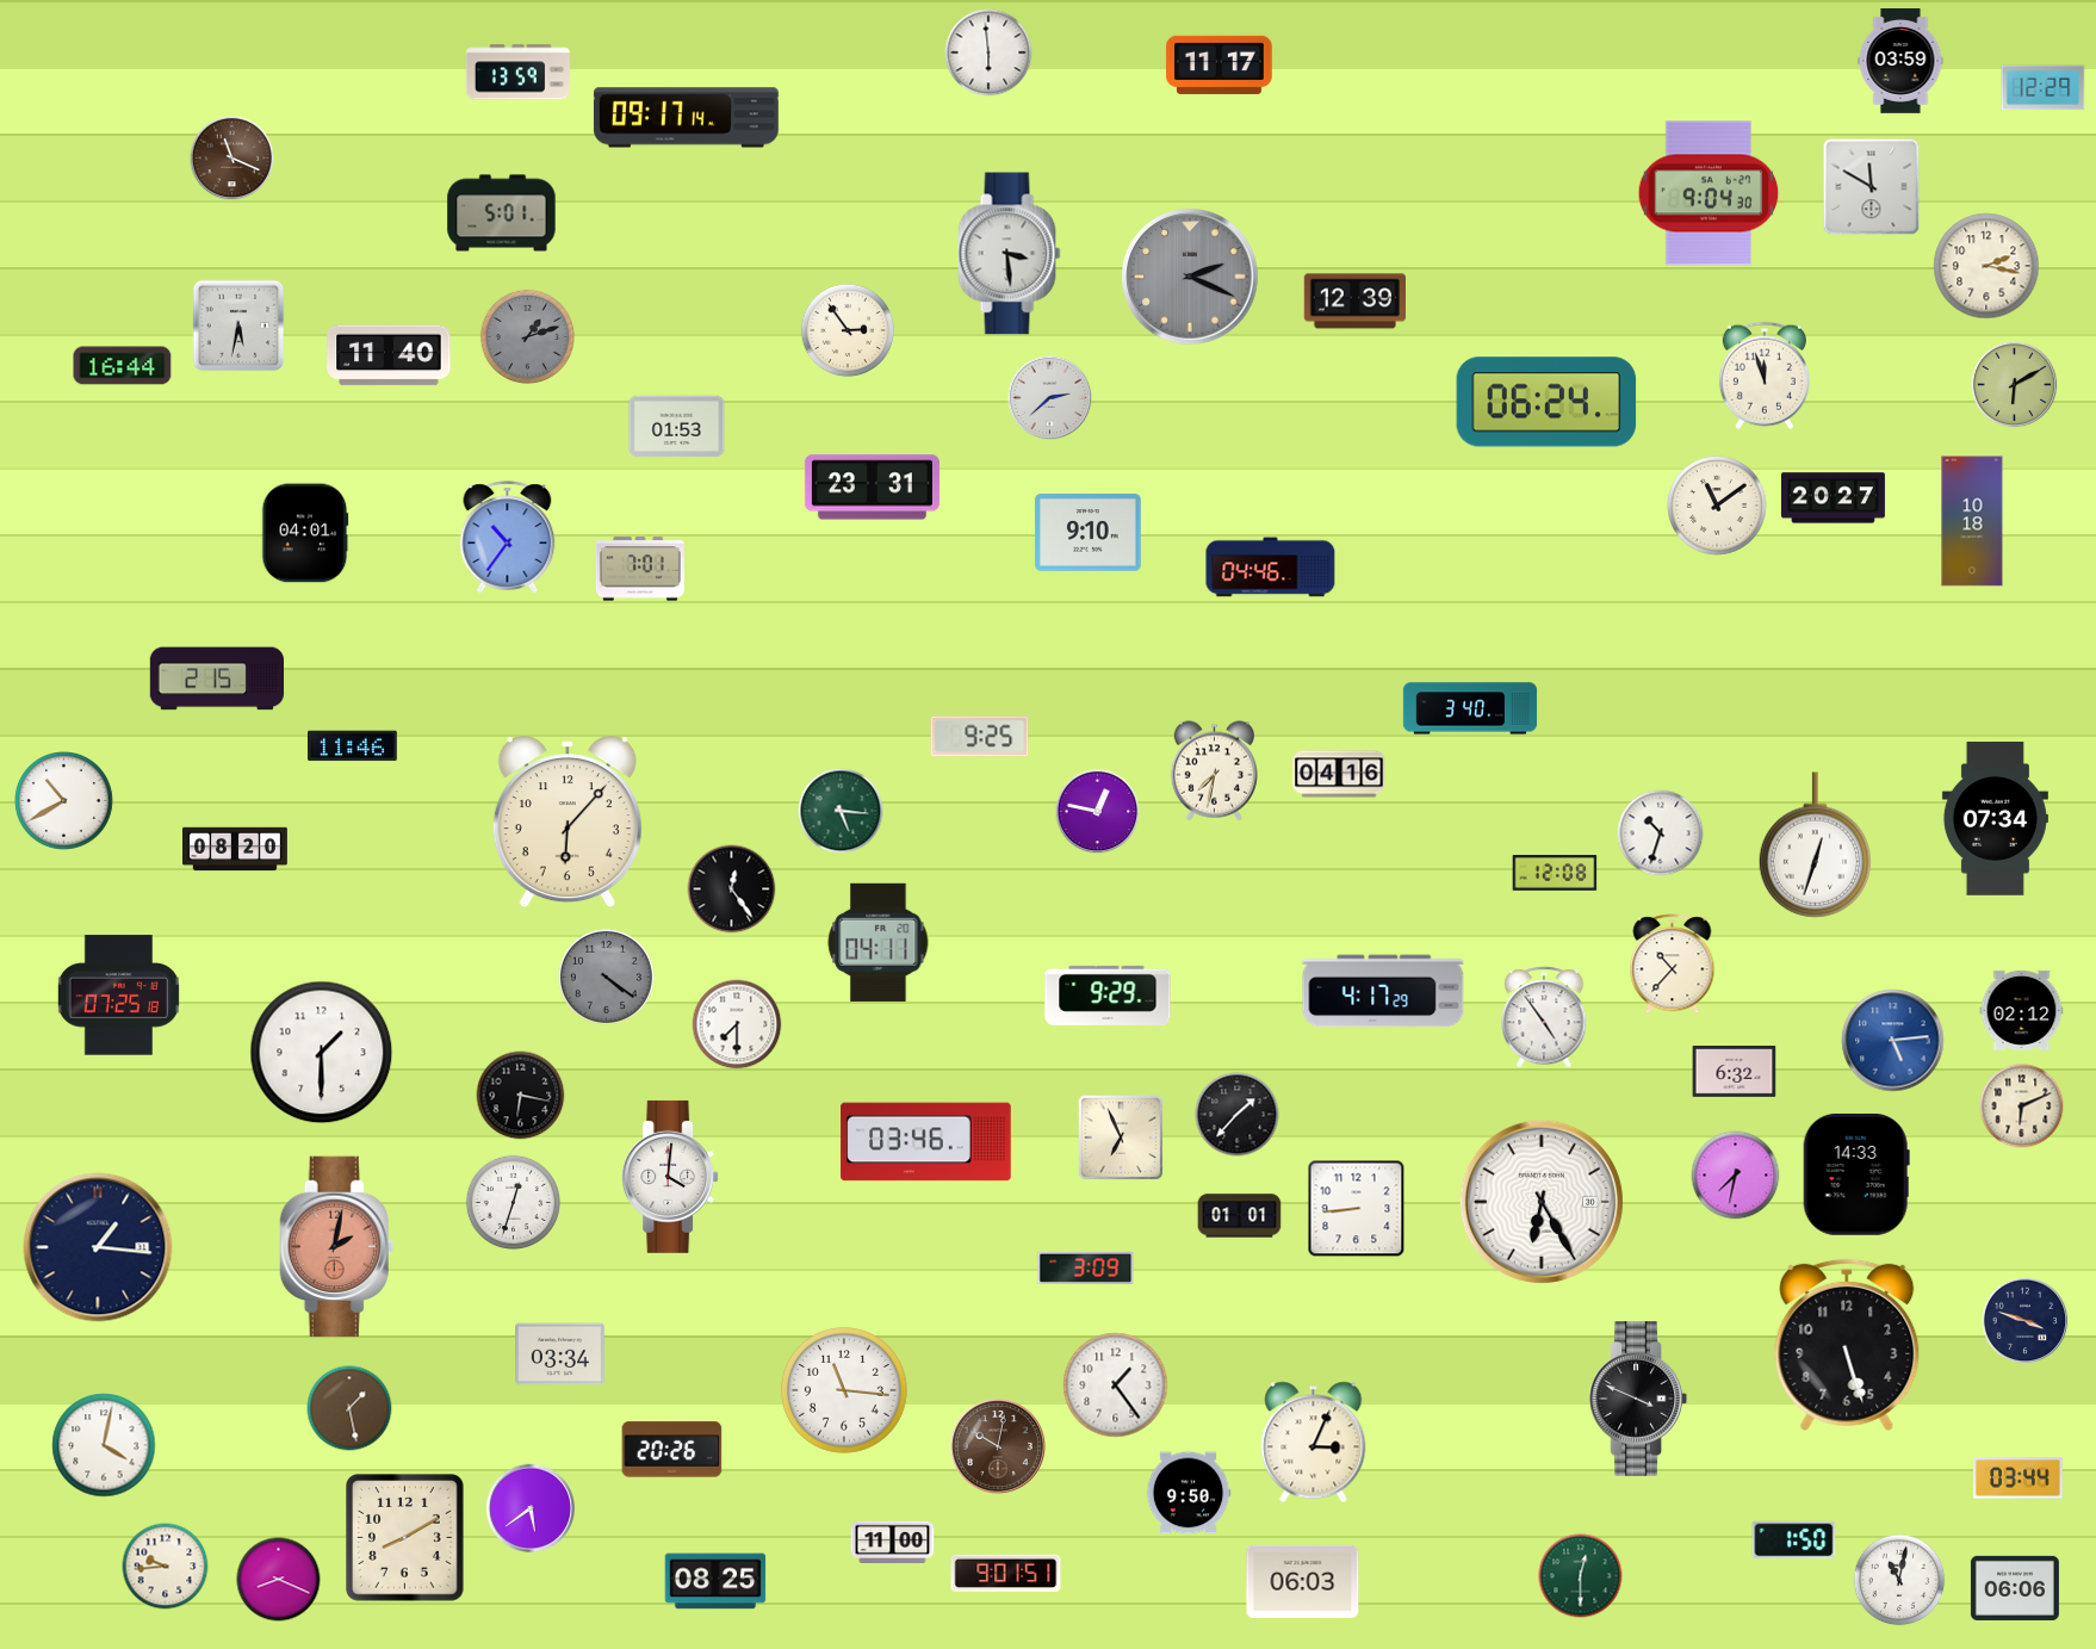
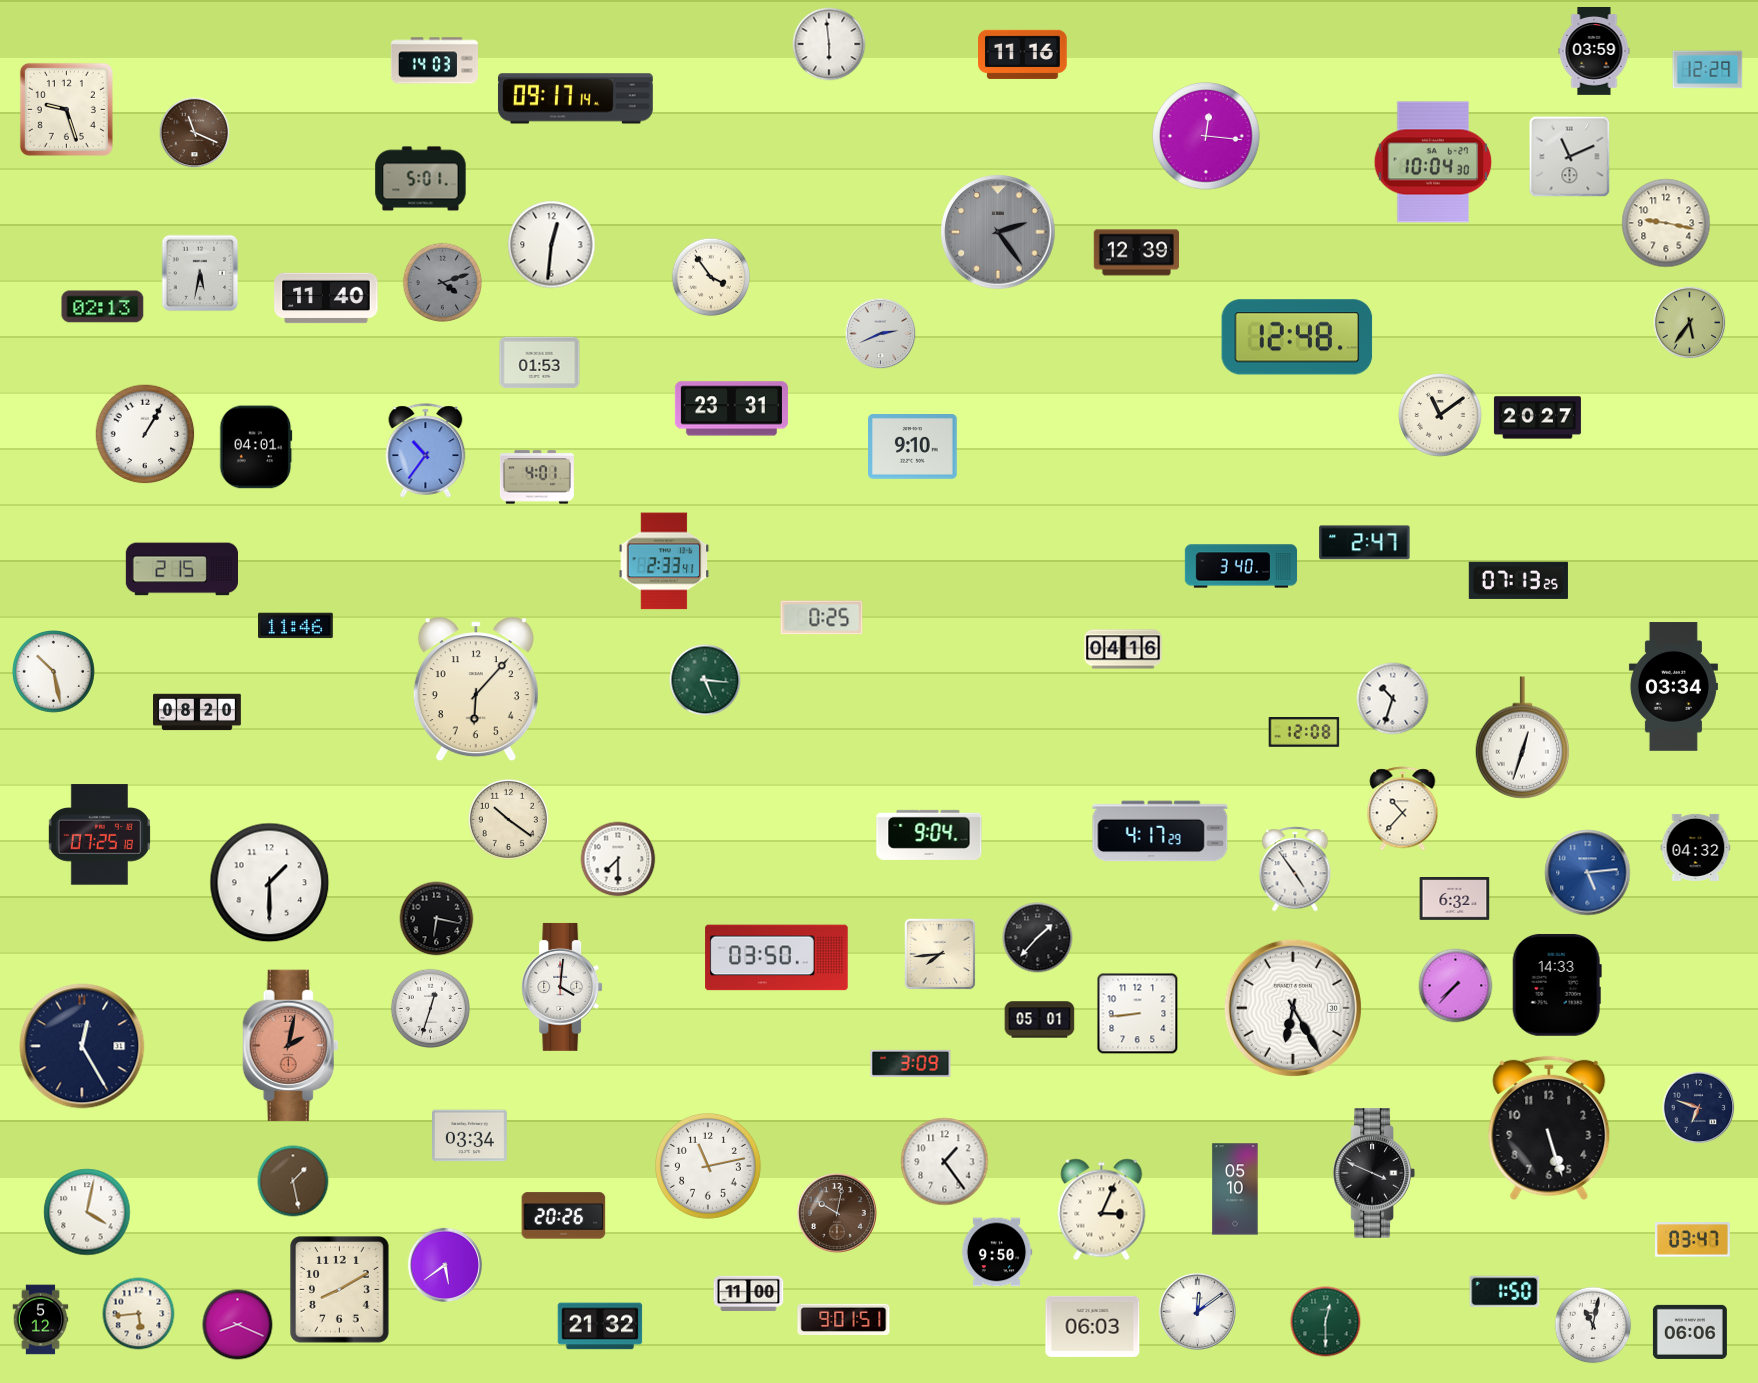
clock at (1220, 64): 11:17 -> 11:16
clock at (517, 73): 13:59 -> 14:03
clock at (2044, 88) position: (2044, 88) -> (1708, 70)
clock at (66, 109): none -> 9:27
clock at (1206, 136): none -> 12:16
clock at (1872, 187): 11:50 -> 11:11
clock at (1709, 193): 9:04 -> 10:04
clock at (1010, 254): 3:29 -> none
clock at (1986, 266): 2:17 -> 9:17
clock at (1190, 277): 2:19 -> 2:24
clock at (552, 245): none -> 12:31
clock at (848, 330): 2:54 -> 3:54
clock at (527, 336): 1:12 -> 4:12
clock at (123, 366): 16:44 -> 02:13
clock at (1765, 376): 11:57 -> none
clock at (2015, 385): 6:10 -> 5:36
clock at (1050, 398): 2:38 -> 2:41
clock at (1546, 402): 06:24 -> 12:48
clock at (677, 427) position: (677, 427) -> (540, 363)
clock at (1717, 506) position: (1717, 506) -> (1440, 415)
clock at (145, 434): none -> 1:05
clock at (1972, 521): 10:18 -> none
clock at (1271, 568): 04:46 -> none
clock at (640, 569): 7:01 -> 4:01
clock at (1365, 543): none -> 2:47
clock at (664, 561): none -> 2:33
clock at (1518, 580): none -> 07:13
clock at (1470, 708) position: (1470, 708) -> (1241, 566)
clock at (980, 737): 9:25 -> 0:25
clock at (1214, 771): 7:32 -> none
clock at (64, 801): 10:40 -> 10:28
clock at (1098, 812): 12:47 -> none
clock at (1995, 819): 07:34 -> 03:34
clock at (1815, 845) position: (1815, 845) -> (1522, 738)
clock at (732, 889): 12:24 -> none
clock at (879, 942): 04:11 -> none
clock at (606, 977): 4:21 -> 10:21
clock at (606, 977) dial: grey -> cream
clock at (1108, 996): 9:29 -> 9:04
clock at (2022, 1010): 02:12 -> 04:32
clock at (1544, 1017) position: (1544, 1017) -> (1295, 869)
clock at (2022, 1106): 6:11 -> none
clock at (1238, 1115) position: (1238, 1115) -> (1038, 938)
clock at (1121, 1137): 6:56 -> 7:44
clock at (926, 1142): 03:46 -> 03:50
clock at (1736, 1176): 7:32 -> 7:37
clock at (1240, 1216): 01:01 -> 05:01
clock at (98, 1247): 1:16 -> 12:25
clock at (337, 1247) position: (337, 1247) -> (291, 1046)
clock at (2026, 1321): 3:48 -> 6:48
clock at (1116, 1385) position: (1116, 1385) -> (945, 1162)
clock at (845, 1391): 11:16 -> 11:13
clock at (1235, 1189): none -> 05:10
clock at (2019, 1478): 03:44 -> 03:47
clock at (1197, 1311): none -> 12:09
clock at (166, 1567): 9:44 -> 5:44
clock at (41, 1320): none -> 5:12
clock at (279, 1580) position: (279, 1580) -> (238, 1325)
clock at (715, 1581): 08:25 -> 21:32
